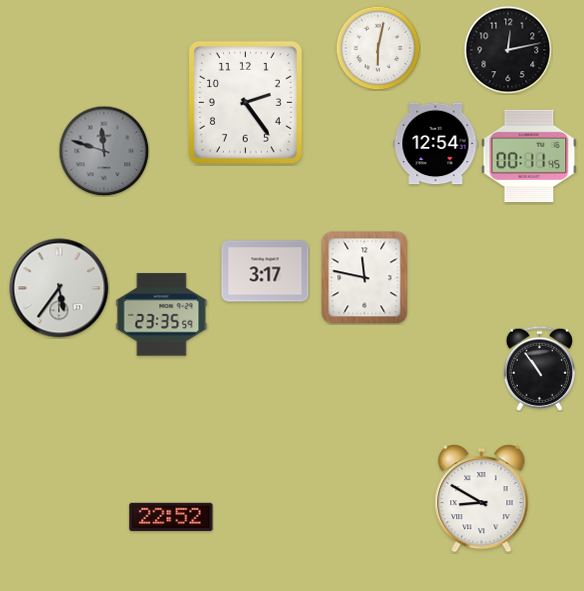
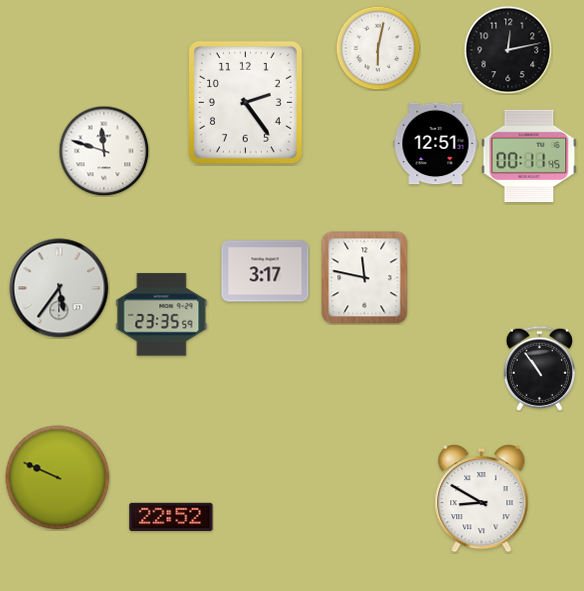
clock at (436, 144): 12:54 -> 12:51
clock at (104, 151) dial: grey -> white
clock at (58, 478): none -> 9:49
